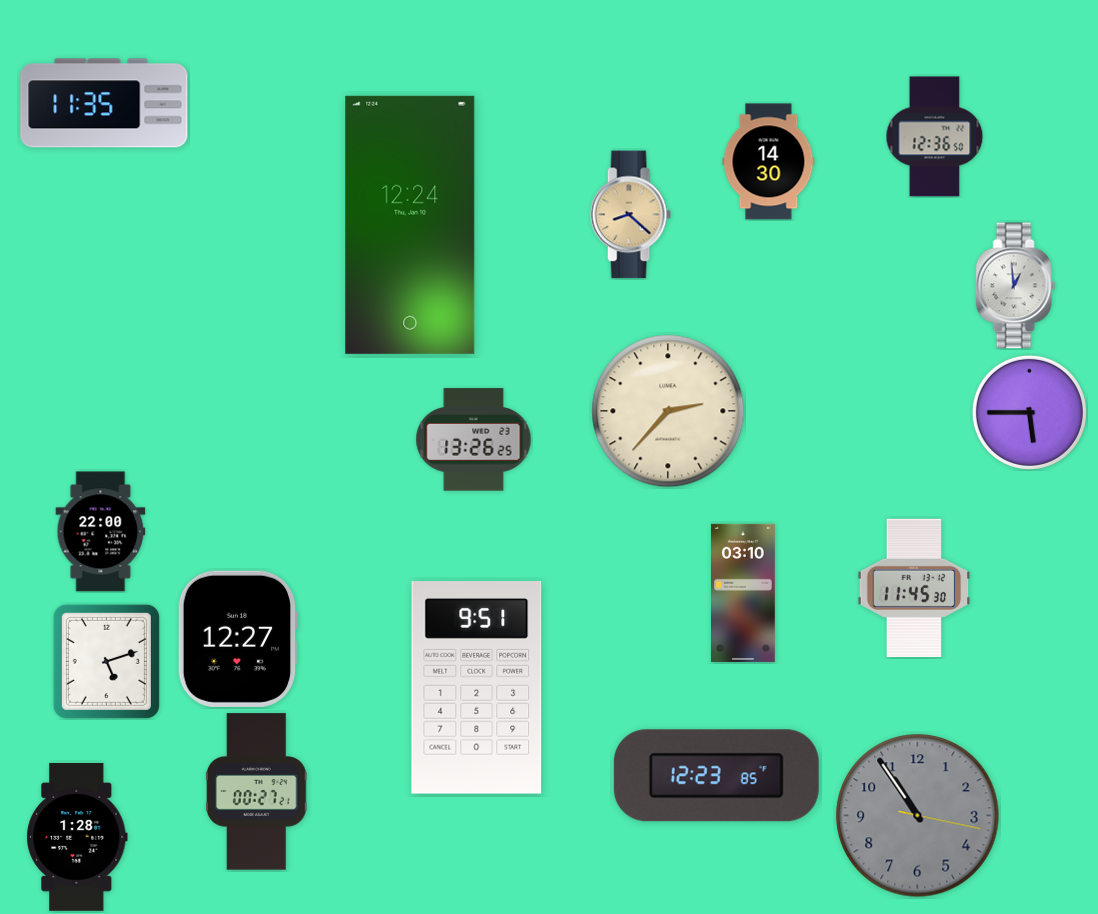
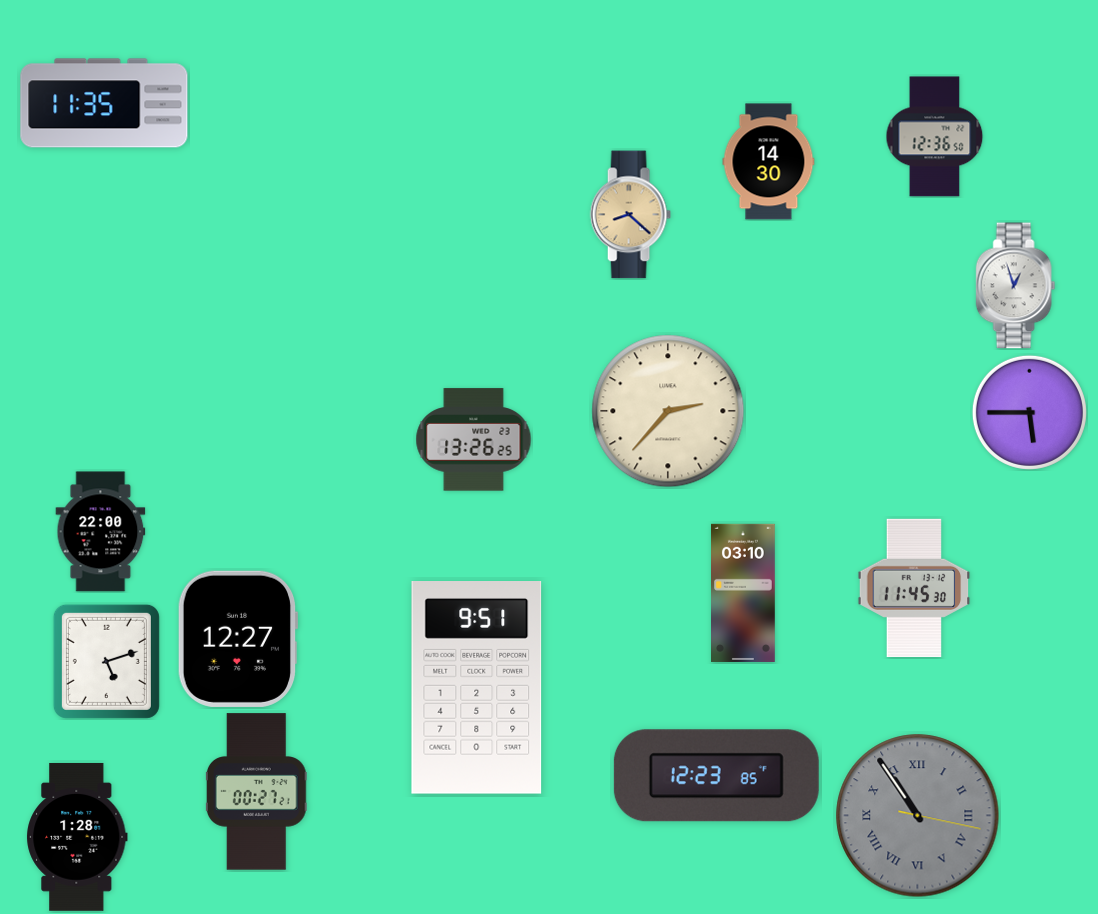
clock at (410, 225): 12:24 -> none
clock at (1016, 286): 12:59 -> 12:57
clock at (918, 816) numerals: Arabic -> Roman
